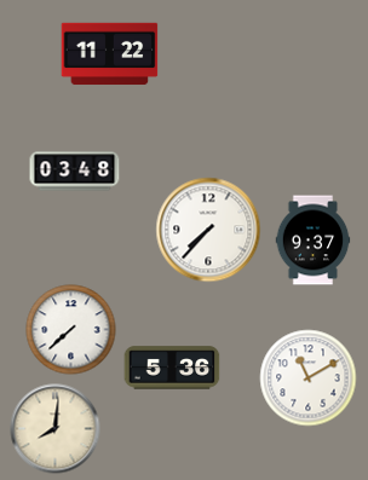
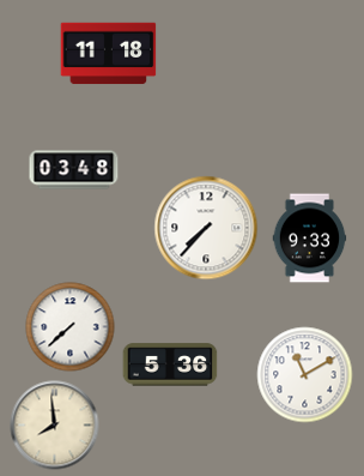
clock at (110, 54): 11:22 -> 11:18
clock at (314, 241): 9:37 -> 9:33
clock at (56, 429): 8:01 -> 7:59
